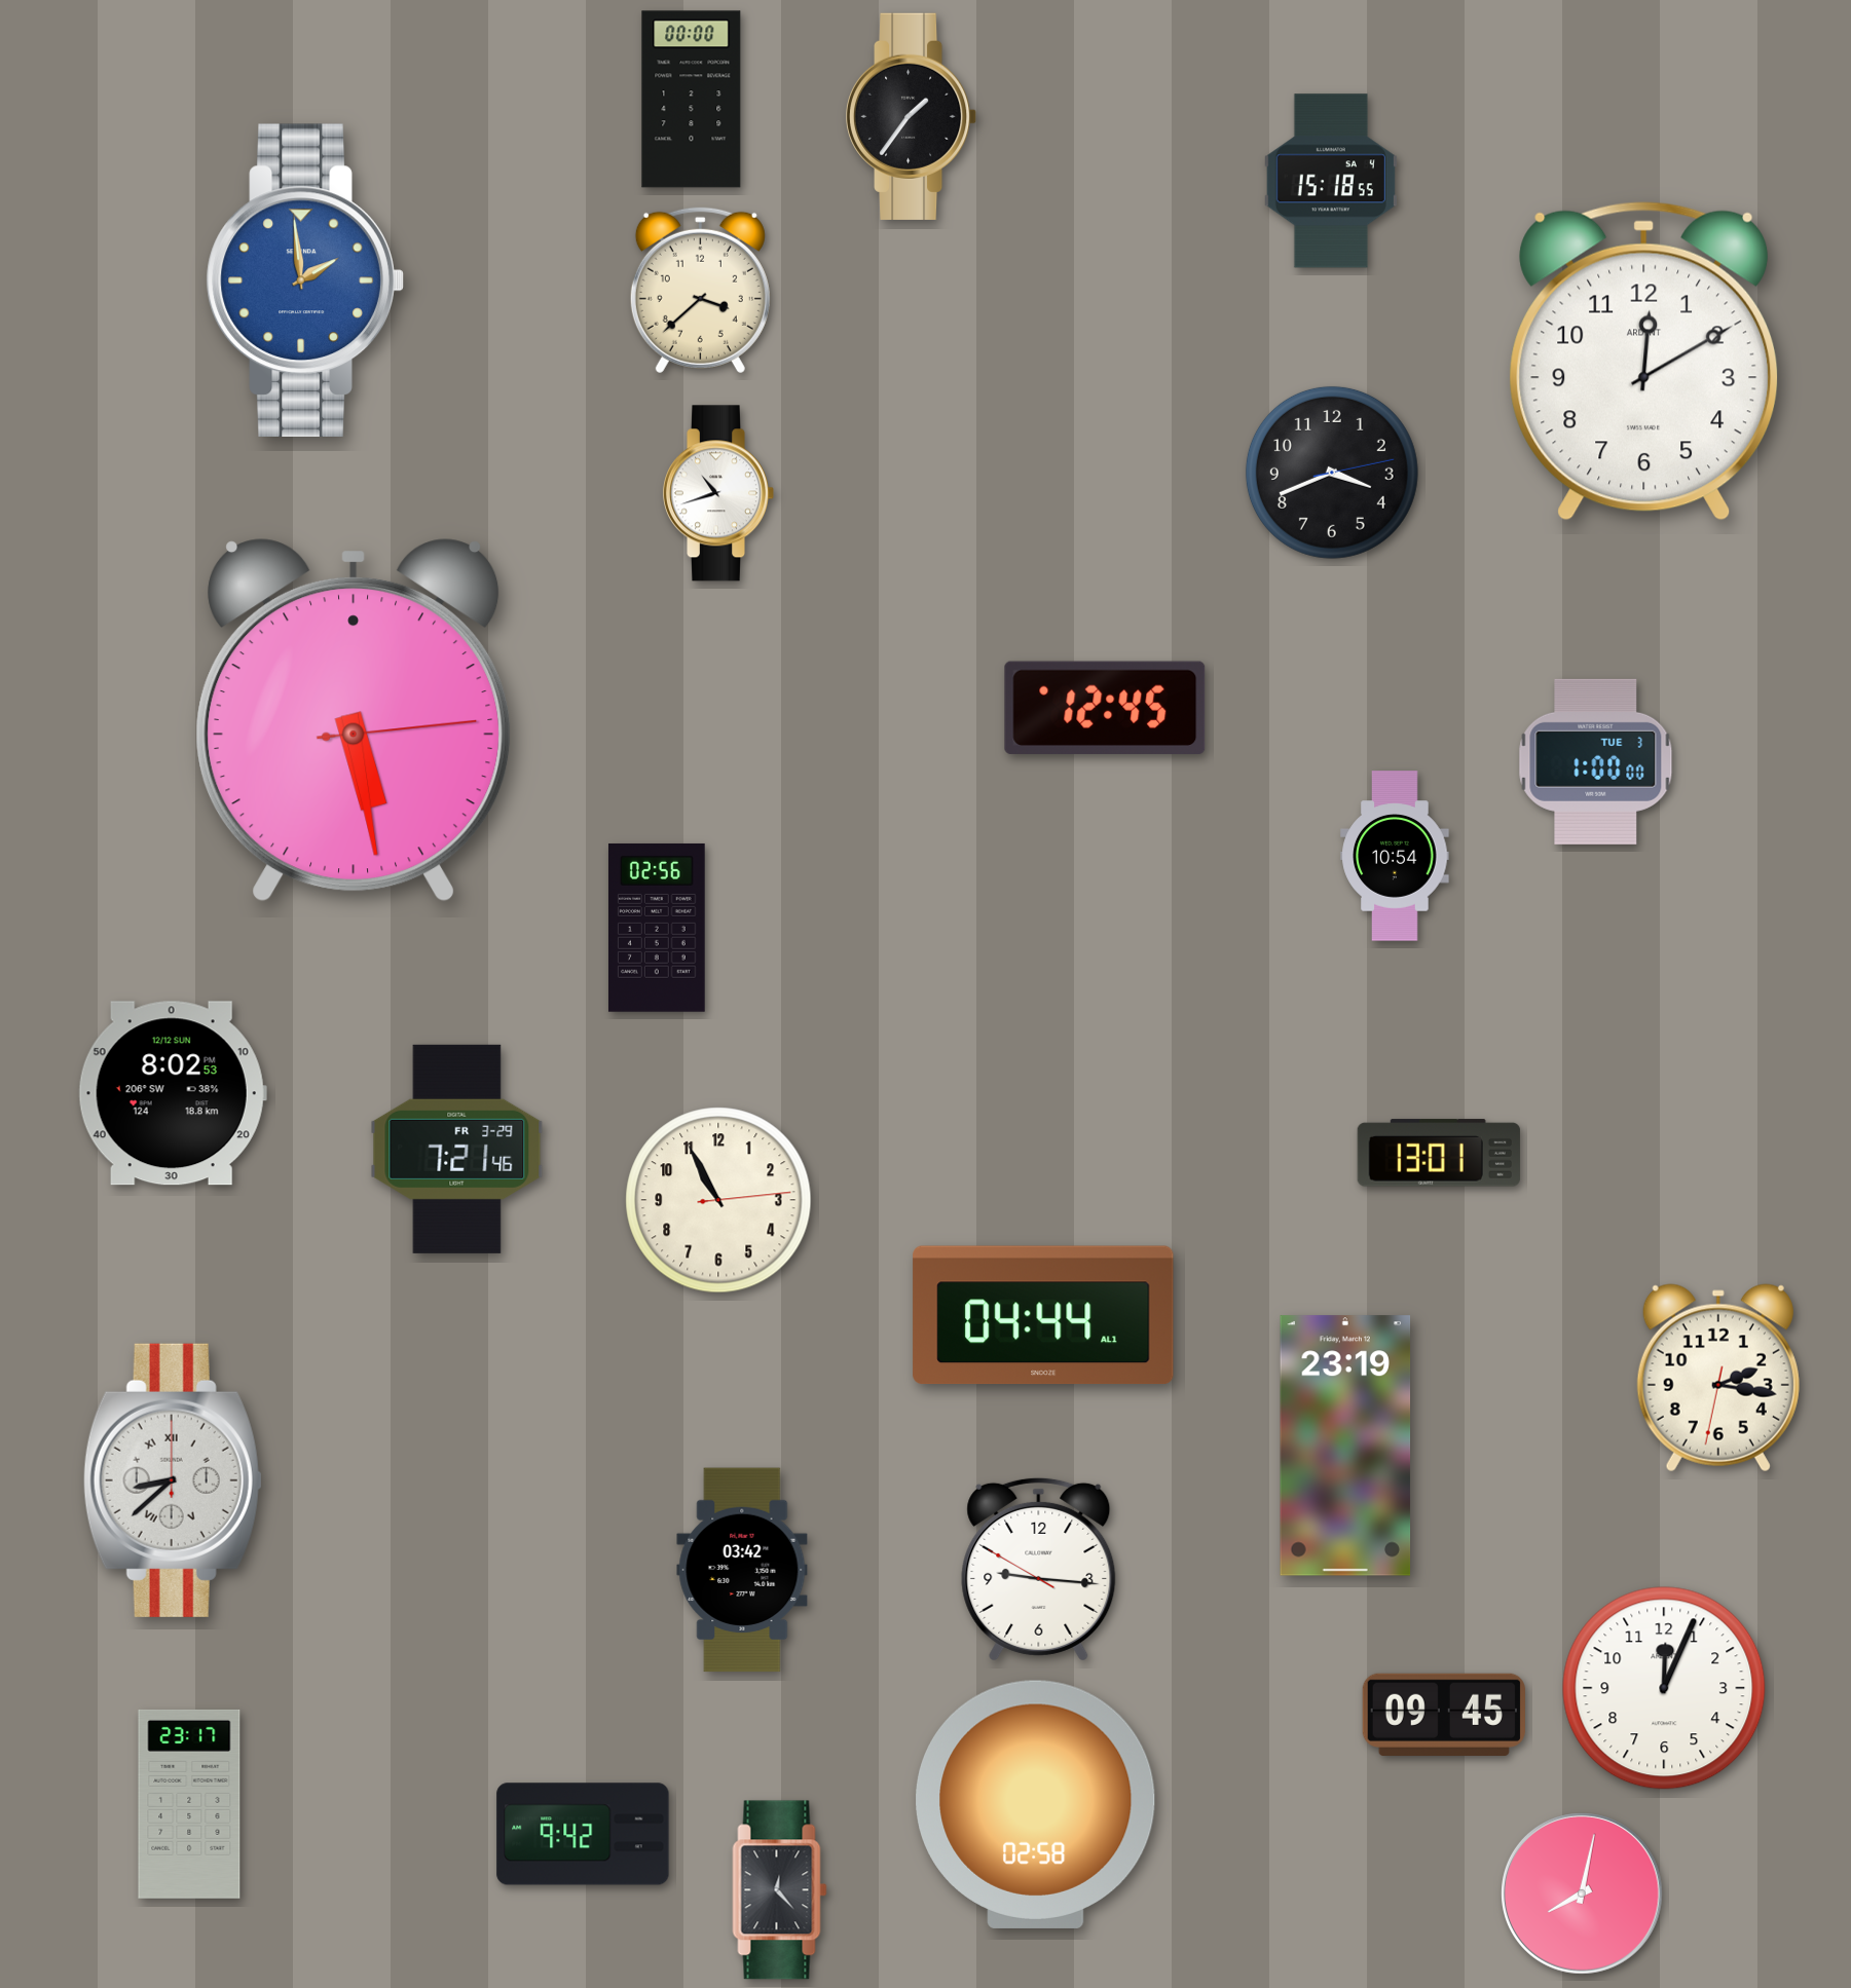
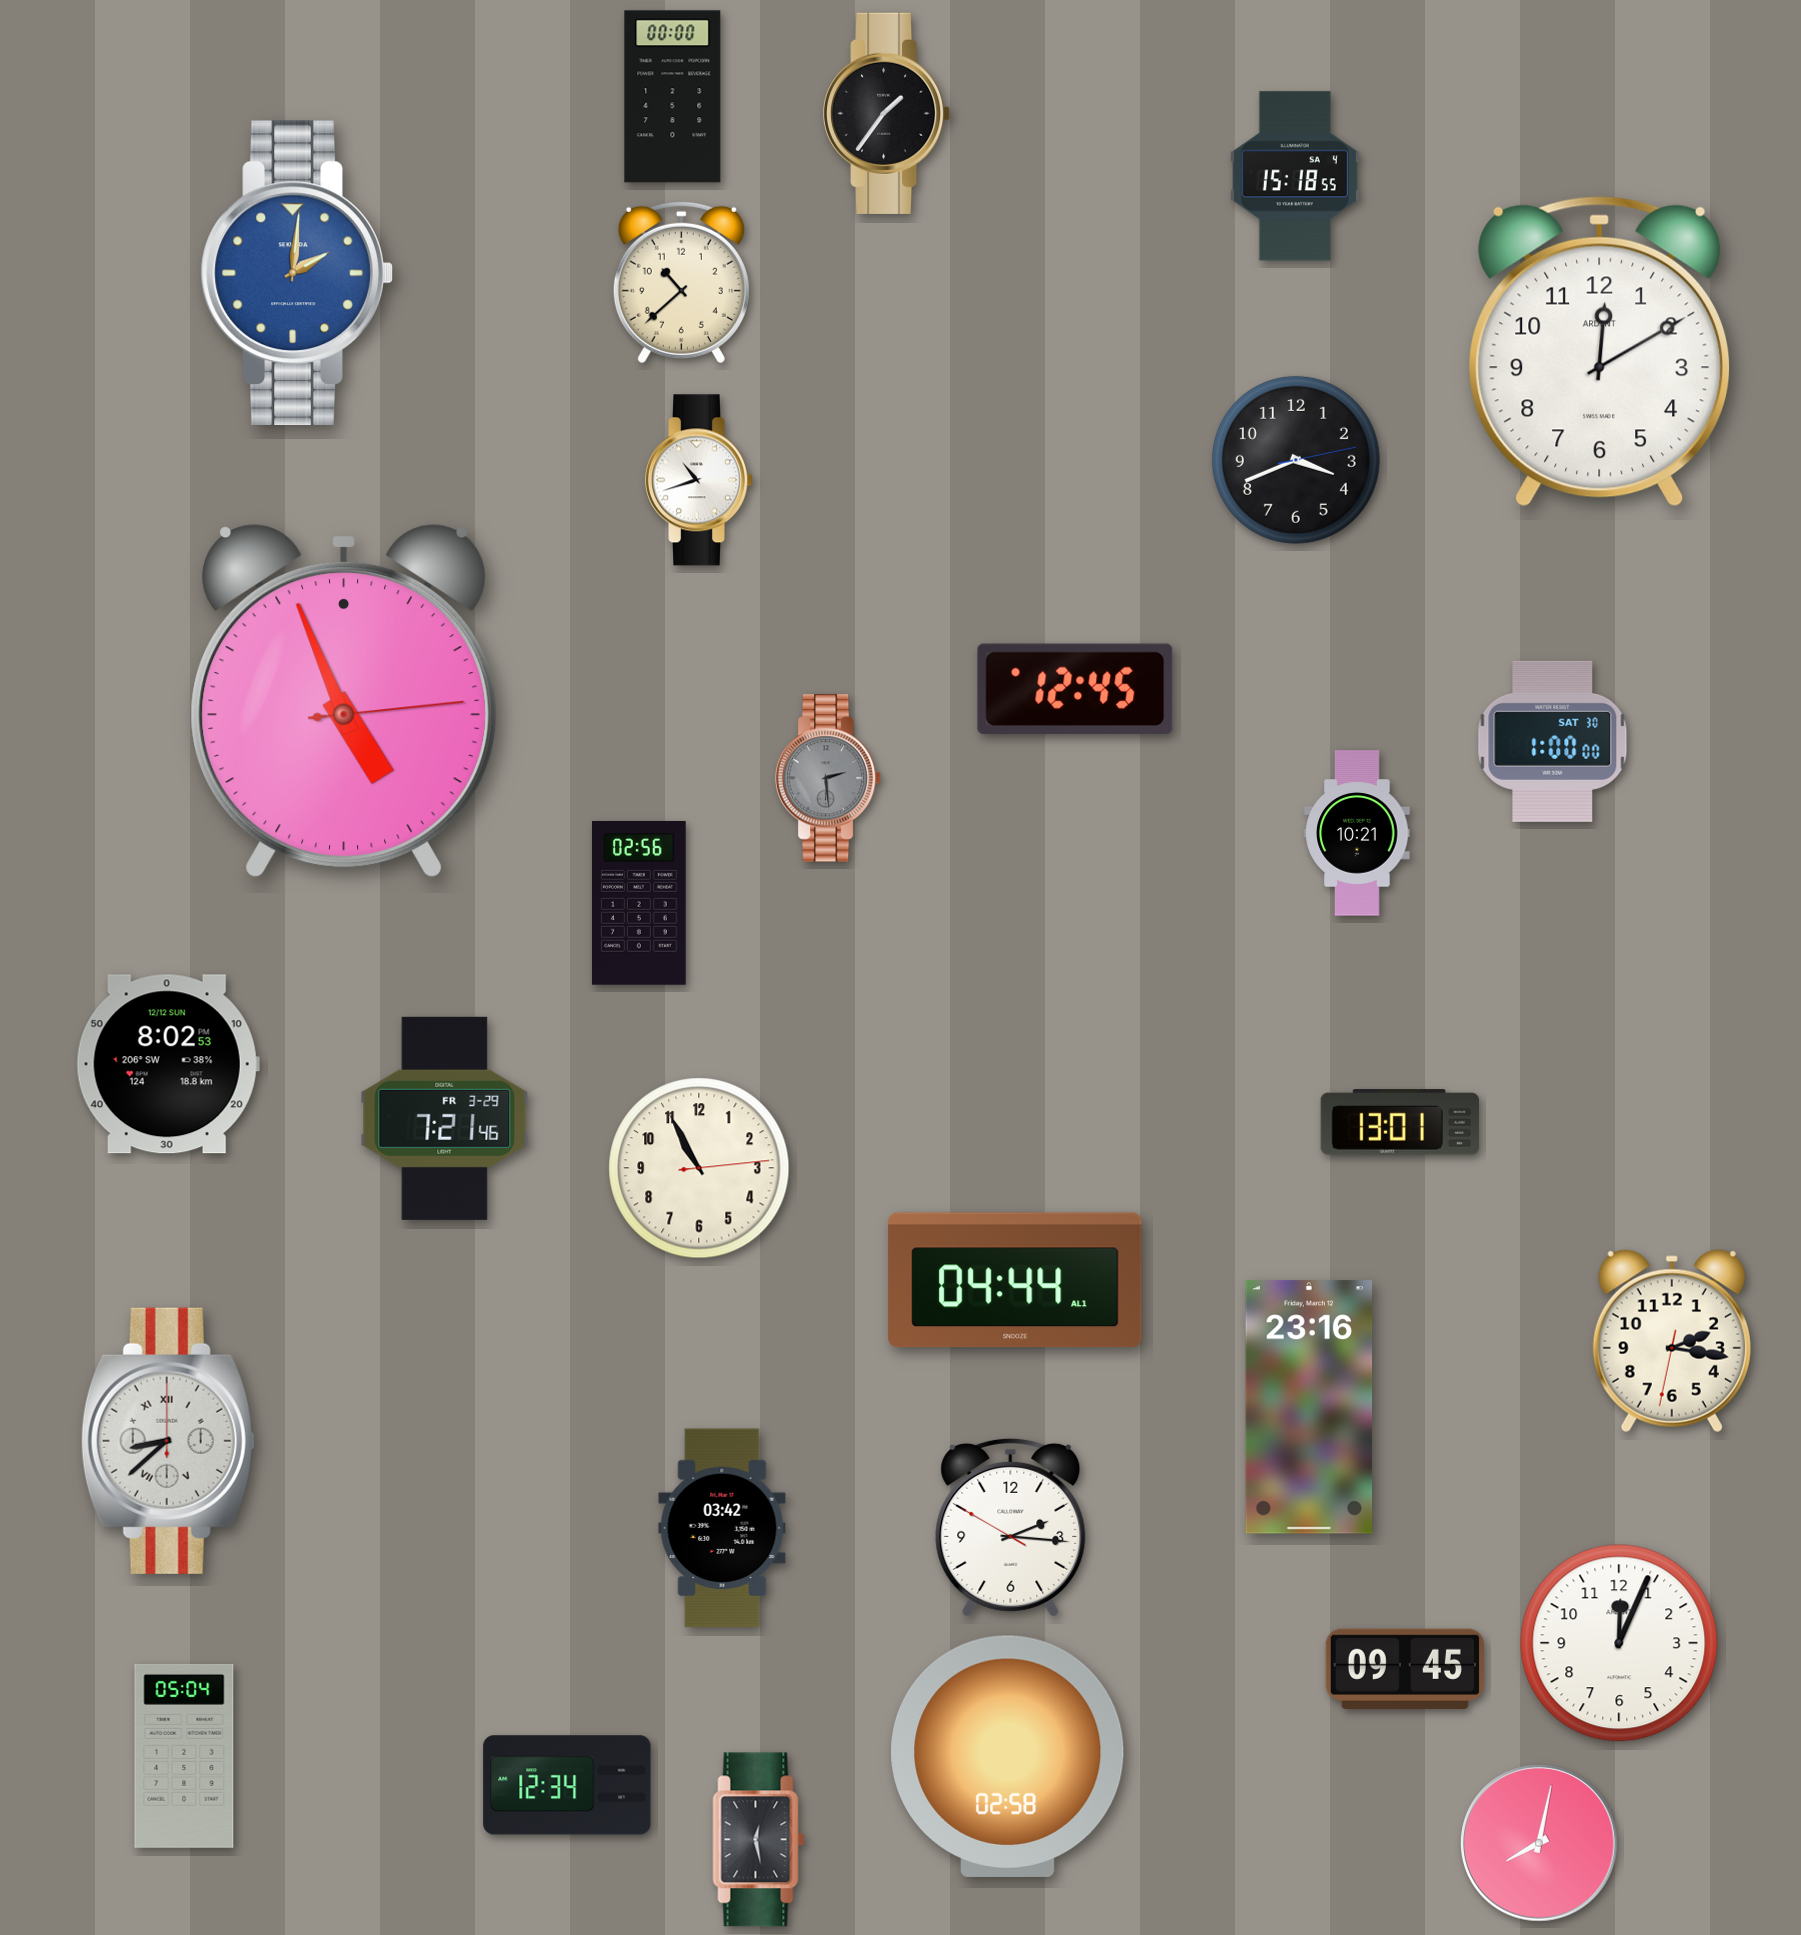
clock at (305, 279): 1:59 -> 2:01
clock at (700, 290): 3:38 -> 10:38
clock at (355, 720): 5:28 -> 4:56
clock at (1596, 761) date: TUE 3 -> SAT 30
clock at (828, 778): none -> 2:29
clock at (1395, 856): 10:54 -> 10:21
clock at (1345, 1446): 23:19 -> 23:16
clock at (1039, 1569): 9:15 -> 2:15
clock at (189, 1804): 23:17 -> 05:04
clock at (583, 1834): 9:42 -> 12:34
clock at (780, 1890): 12:23 -> 12:28
